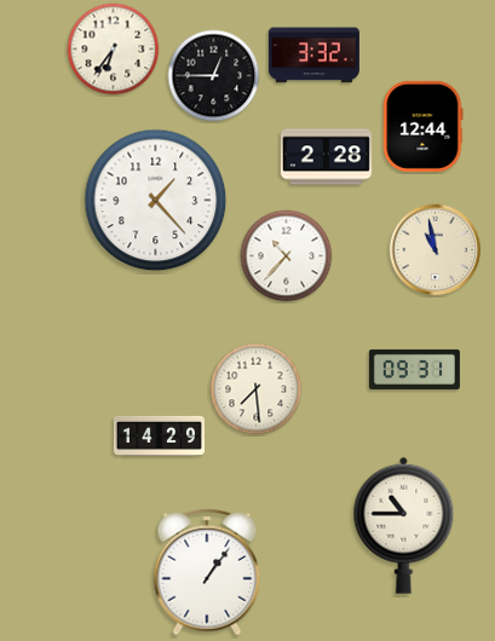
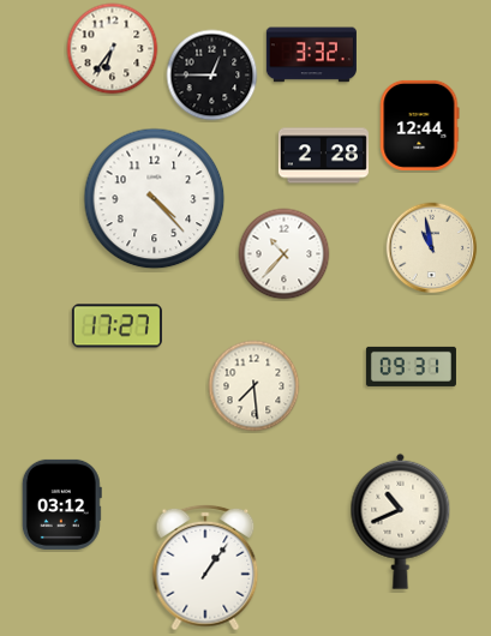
clock at (156, 201): 1:23 -> 4:23
clock at (116, 326): none -> 17:27
clock at (159, 435): 14:29 -> none
clock at (61, 504): none -> 03:12
clock at (404, 525): 10:45 -> 10:41
